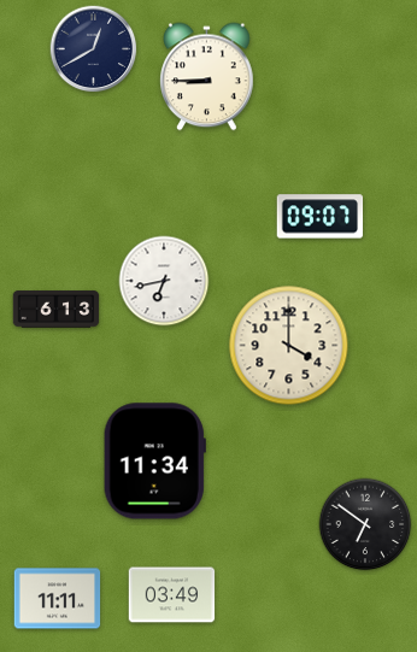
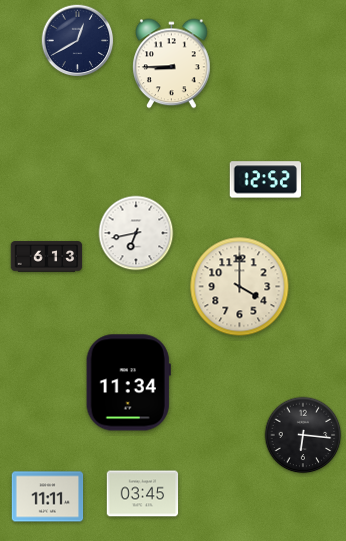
clock at (321, 217): 09:07 -> 12:52
clock at (365, 524): 6:51 -> 6:16
clock at (172, 595): 03:49 -> 03:45
